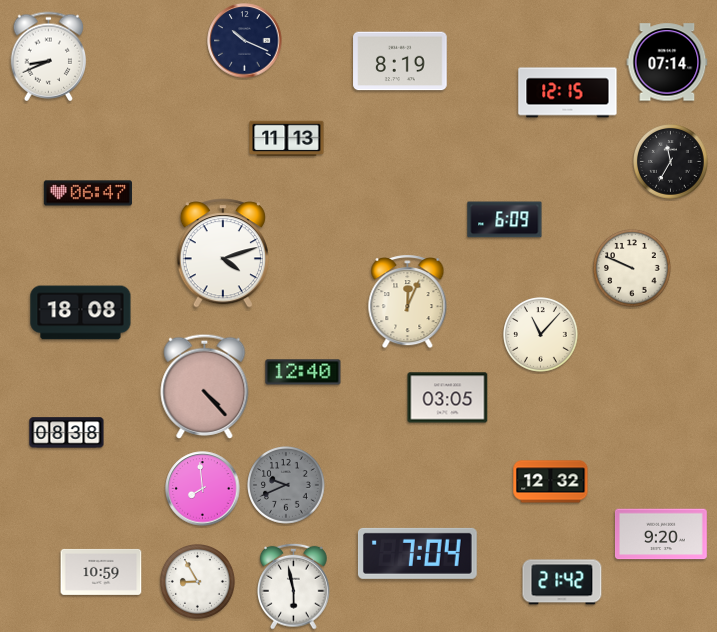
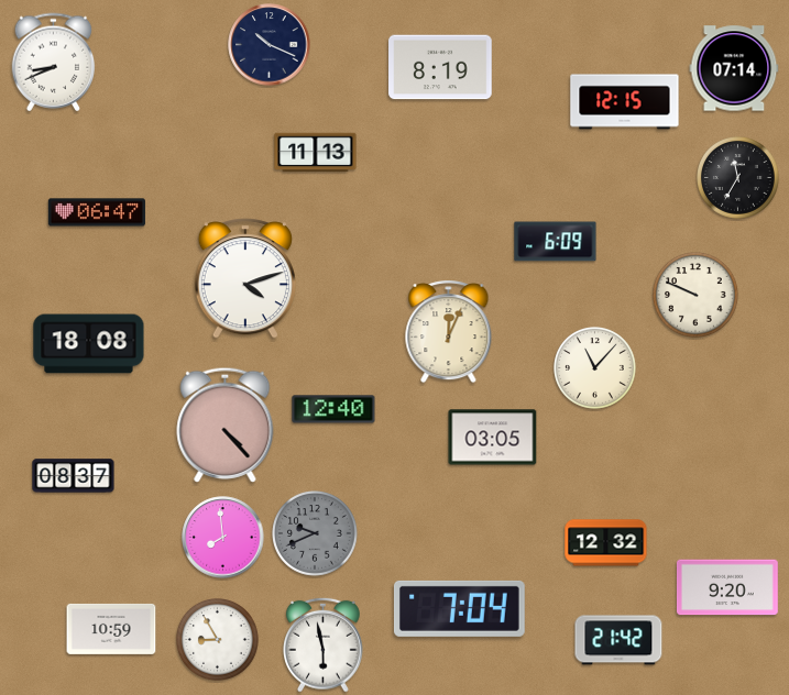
clock at (67, 433): 08:38 -> 08:37
clock at (551, 482) position: (551, 482) -> (606, 543)
